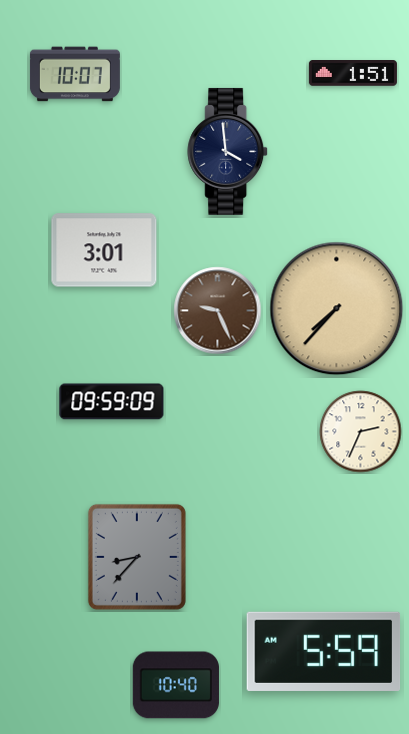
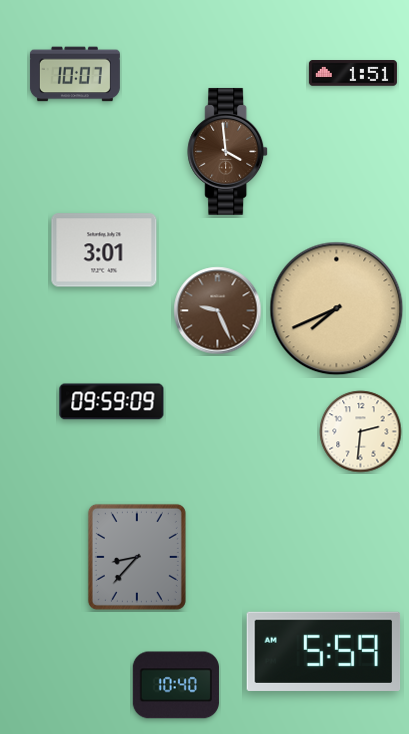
clock at (228, 151) dial: navy -> brown
clock at (337, 309): 7:37 -> 7:41
clock at (361, 432): 2:34 -> 2:31
